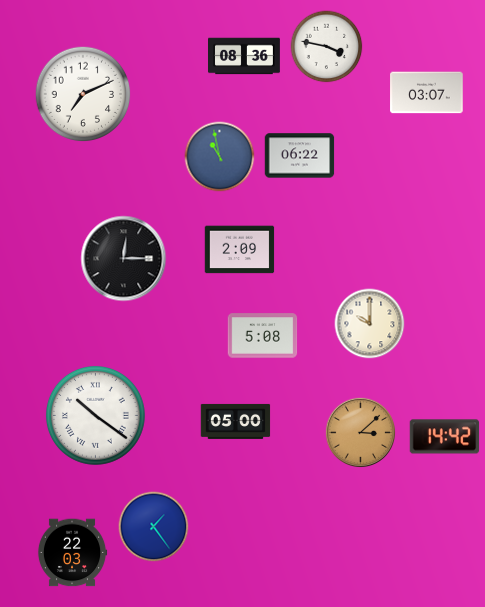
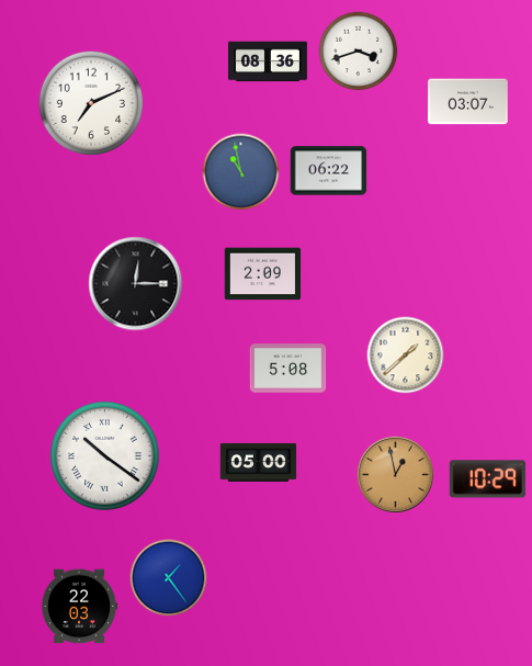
clock at (327, 47): 3:47 -> 3:42
clock at (370, 324): 10:00 -> 1:38
clock at (360, 432): 3:08 -> 12:58
clock at (445, 437): 14:42 -> 10:29
